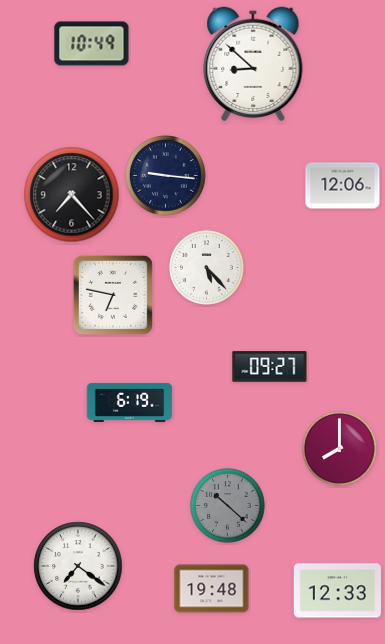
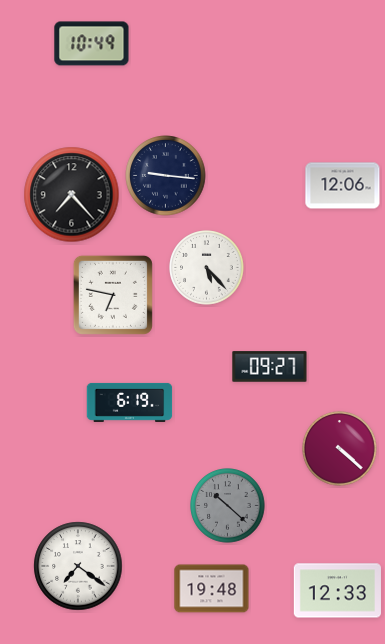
clock at (253, 64): 8:52 -> none
clock at (340, 449): 8:00 -> 4:22
